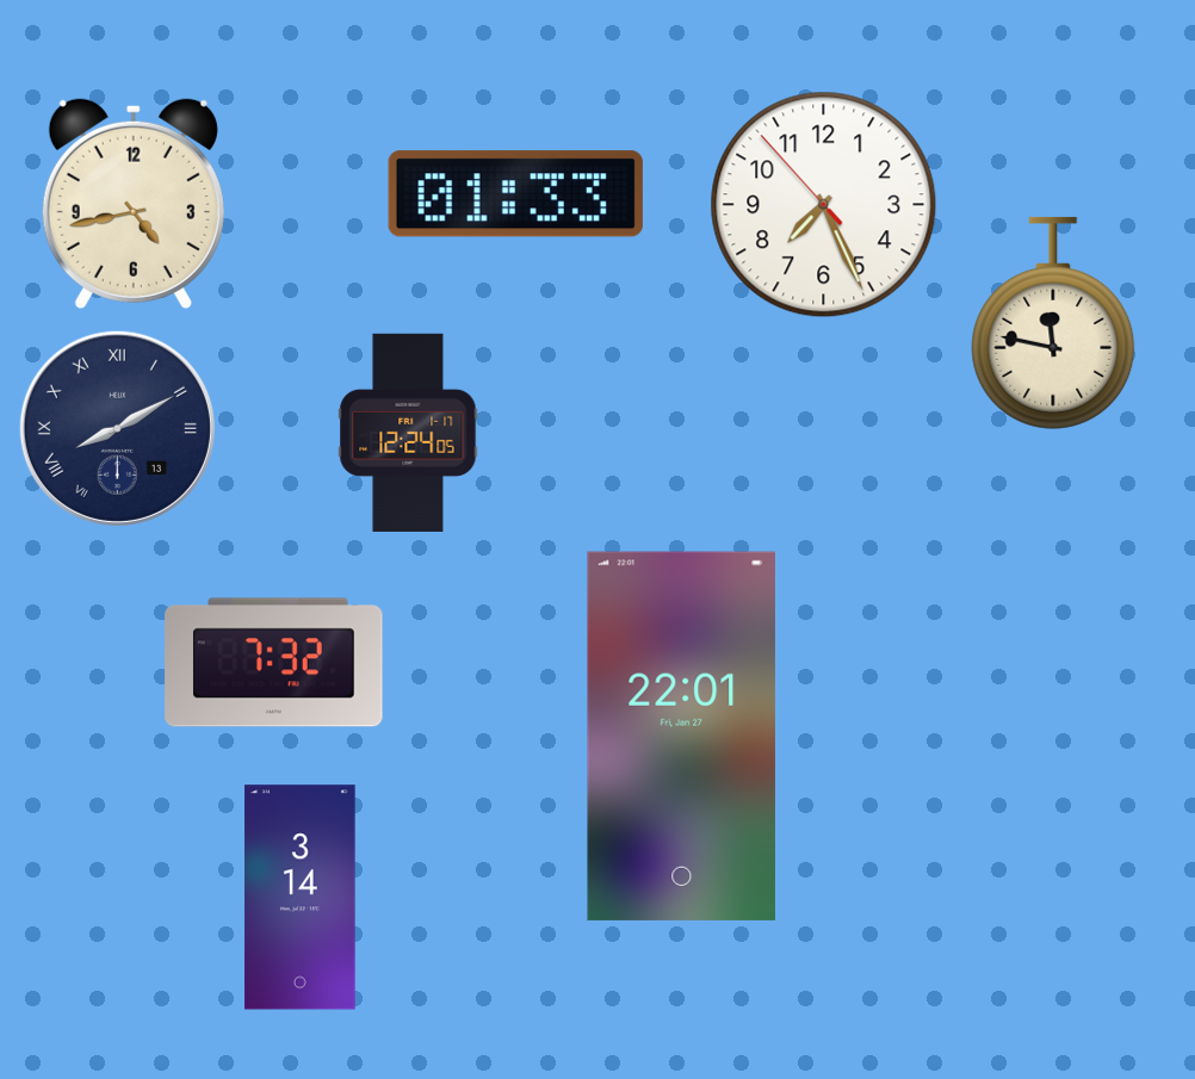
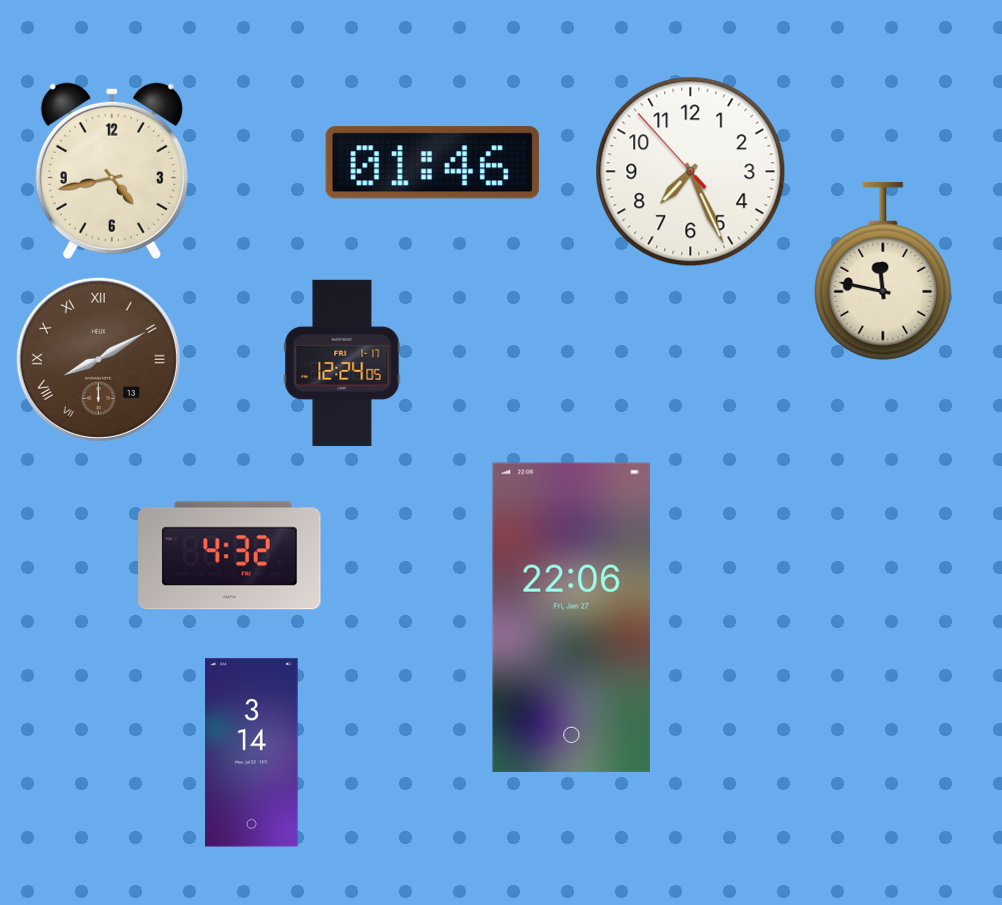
clock at (515, 194): 01:33 -> 01:46
clock at (117, 428) dial: navy -> brown
clock at (274, 663): 7:32 -> 4:32
clock at (681, 736): 22:01 -> 22:06
